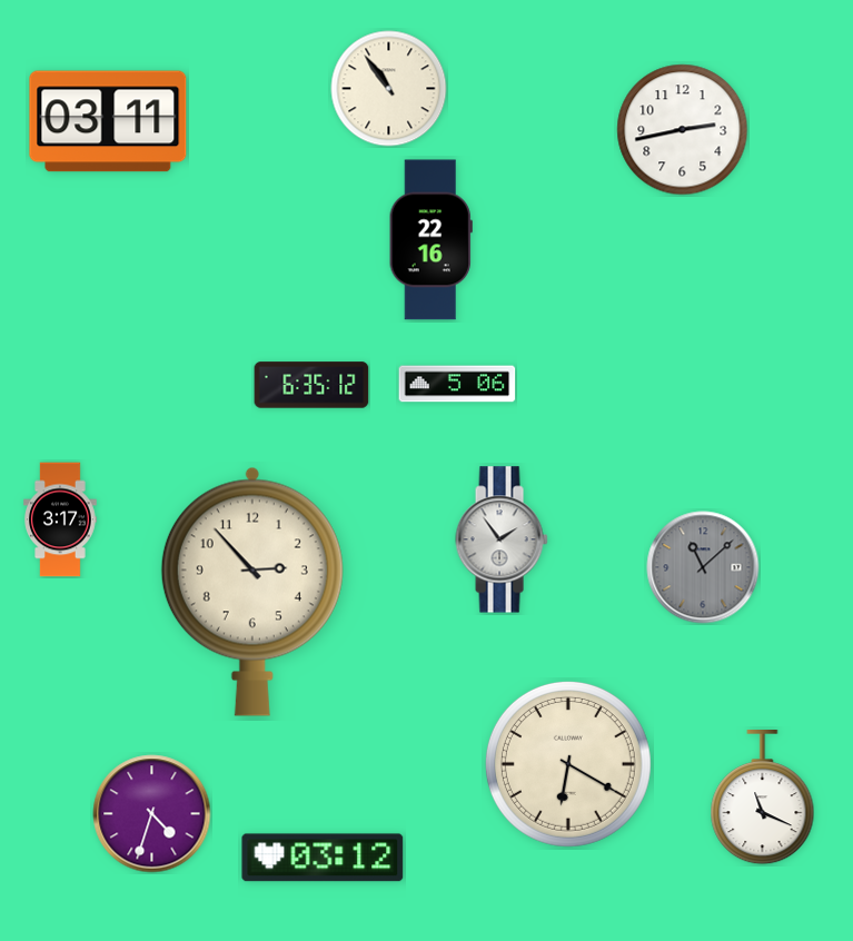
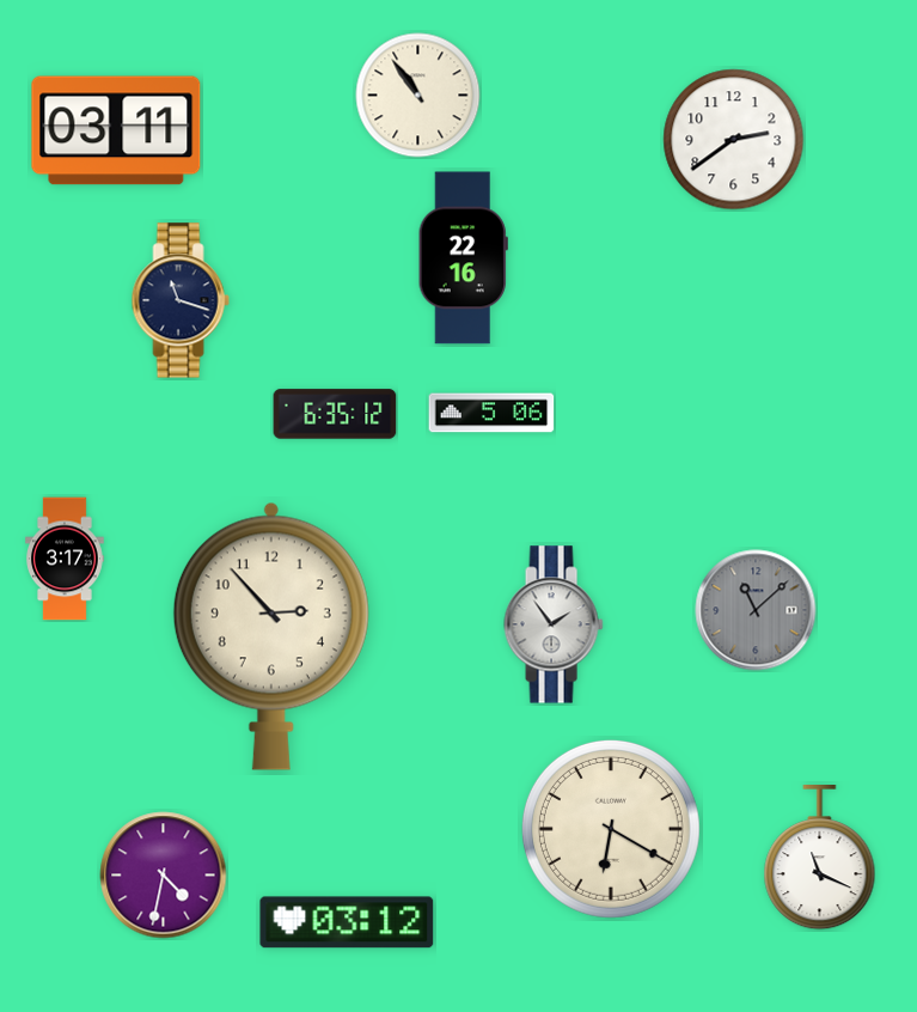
clock at (683, 130): 2:43 -> 2:39
clock at (181, 300): none -> 11:18
clock at (502, 539) position: (502, 539) -> (554, 624)
clock at (568, 764) position: (568, 764) -> (611, 829)
clock at (152, 814): 4:33 -> 4:32
